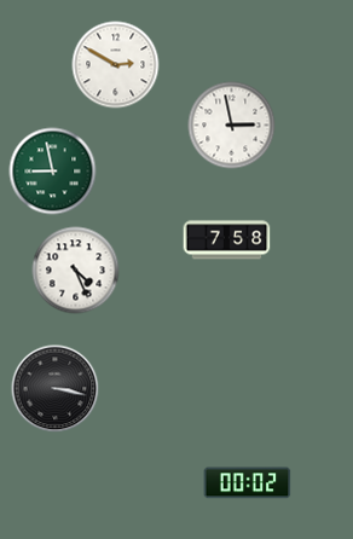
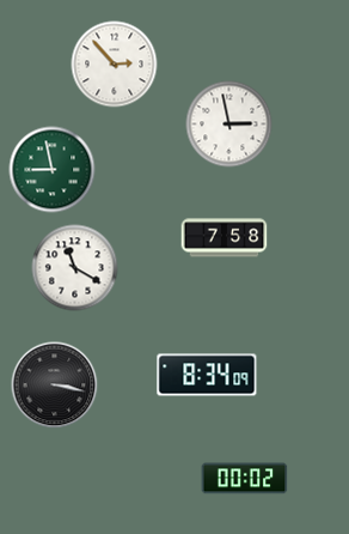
clock at (116, 65): 2:50 -> 2:53
clock at (76, 271): 4:26 -> 11:20
clock at (207, 375): none -> 8:34
